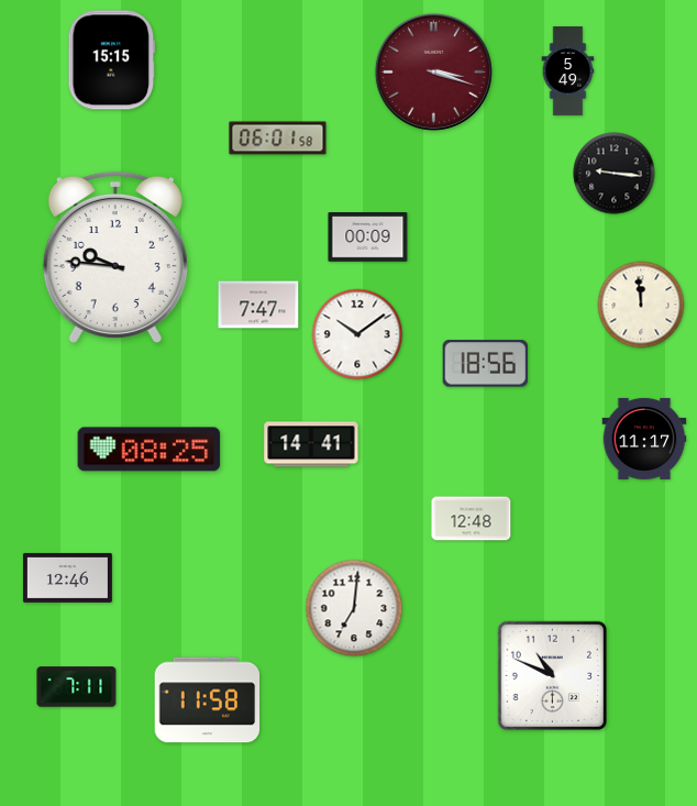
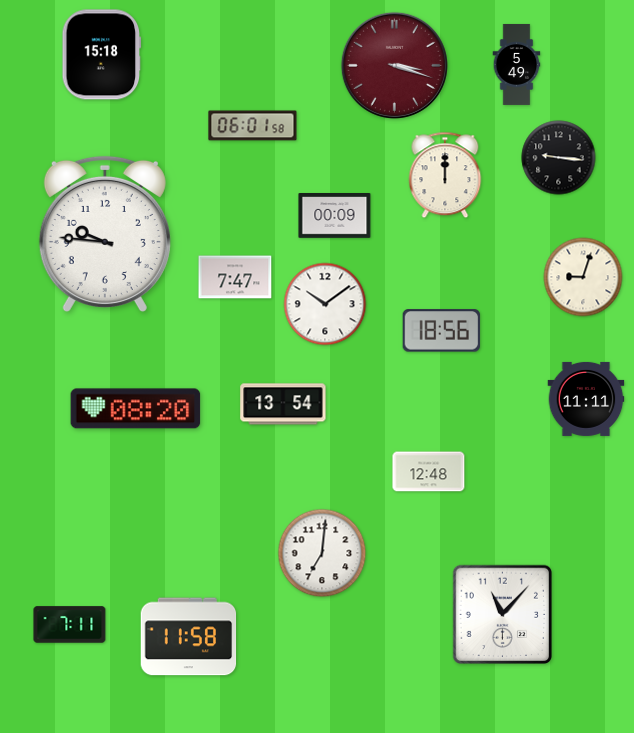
clock at (112, 60): 15:15 -> 15:18
clock at (445, 175): none -> 12:00
clock at (641, 305): 11:59 -> 9:03
clock at (644, 439): 11:17 -> 11:11
clock at (311, 444): 14:41 -> 13:54
clock at (150, 450): 08:25 -> 08:20
clock at (67, 577): 12:46 -> none
clock at (552, 675): 10:49 -> 11:07
